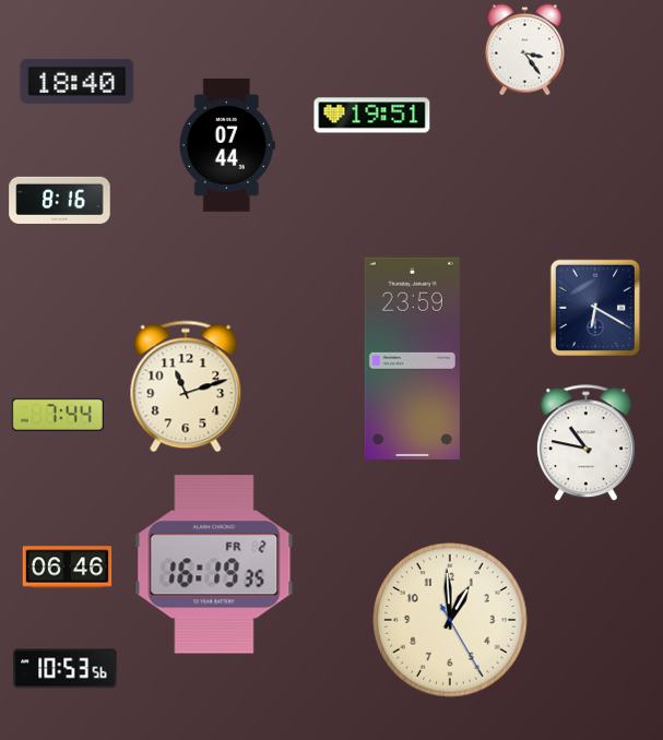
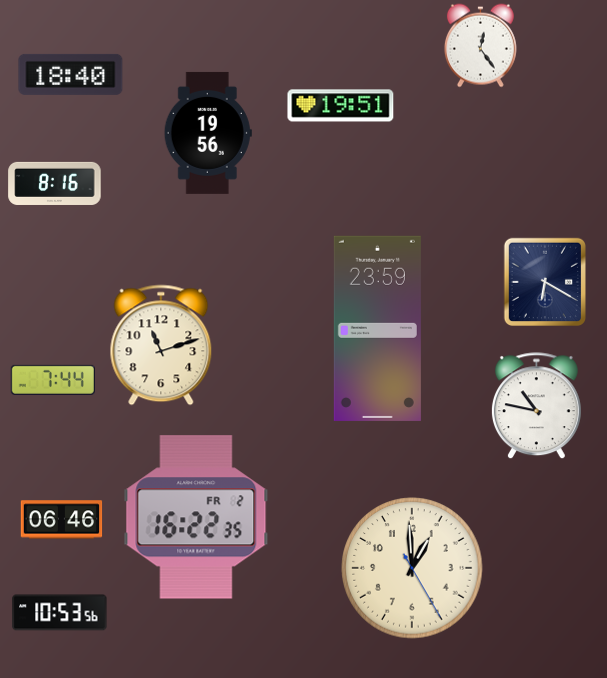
clock at (524, 50): 3:24 -> 12:24
clock at (227, 145): 07:44 -> 19:56
clock at (186, 386) position: (186, 386) -> (161, 345)
clock at (214, 564): 16:19 -> 16:22
